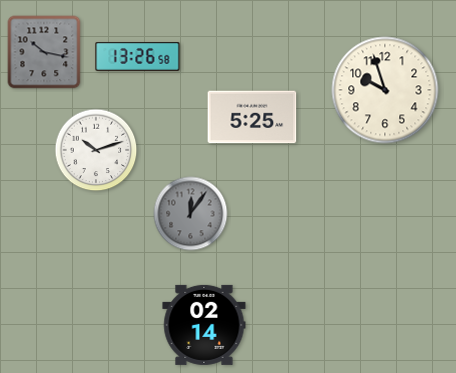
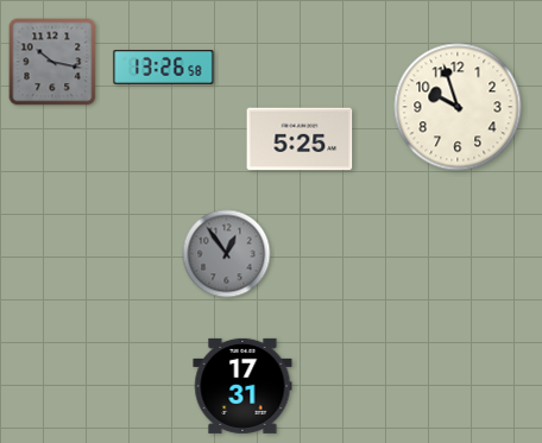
clock at (96, 150): 10:12 -> none
clock at (191, 214): 12:06 -> 12:54
clock at (204, 325): 02:14 -> 17:31
